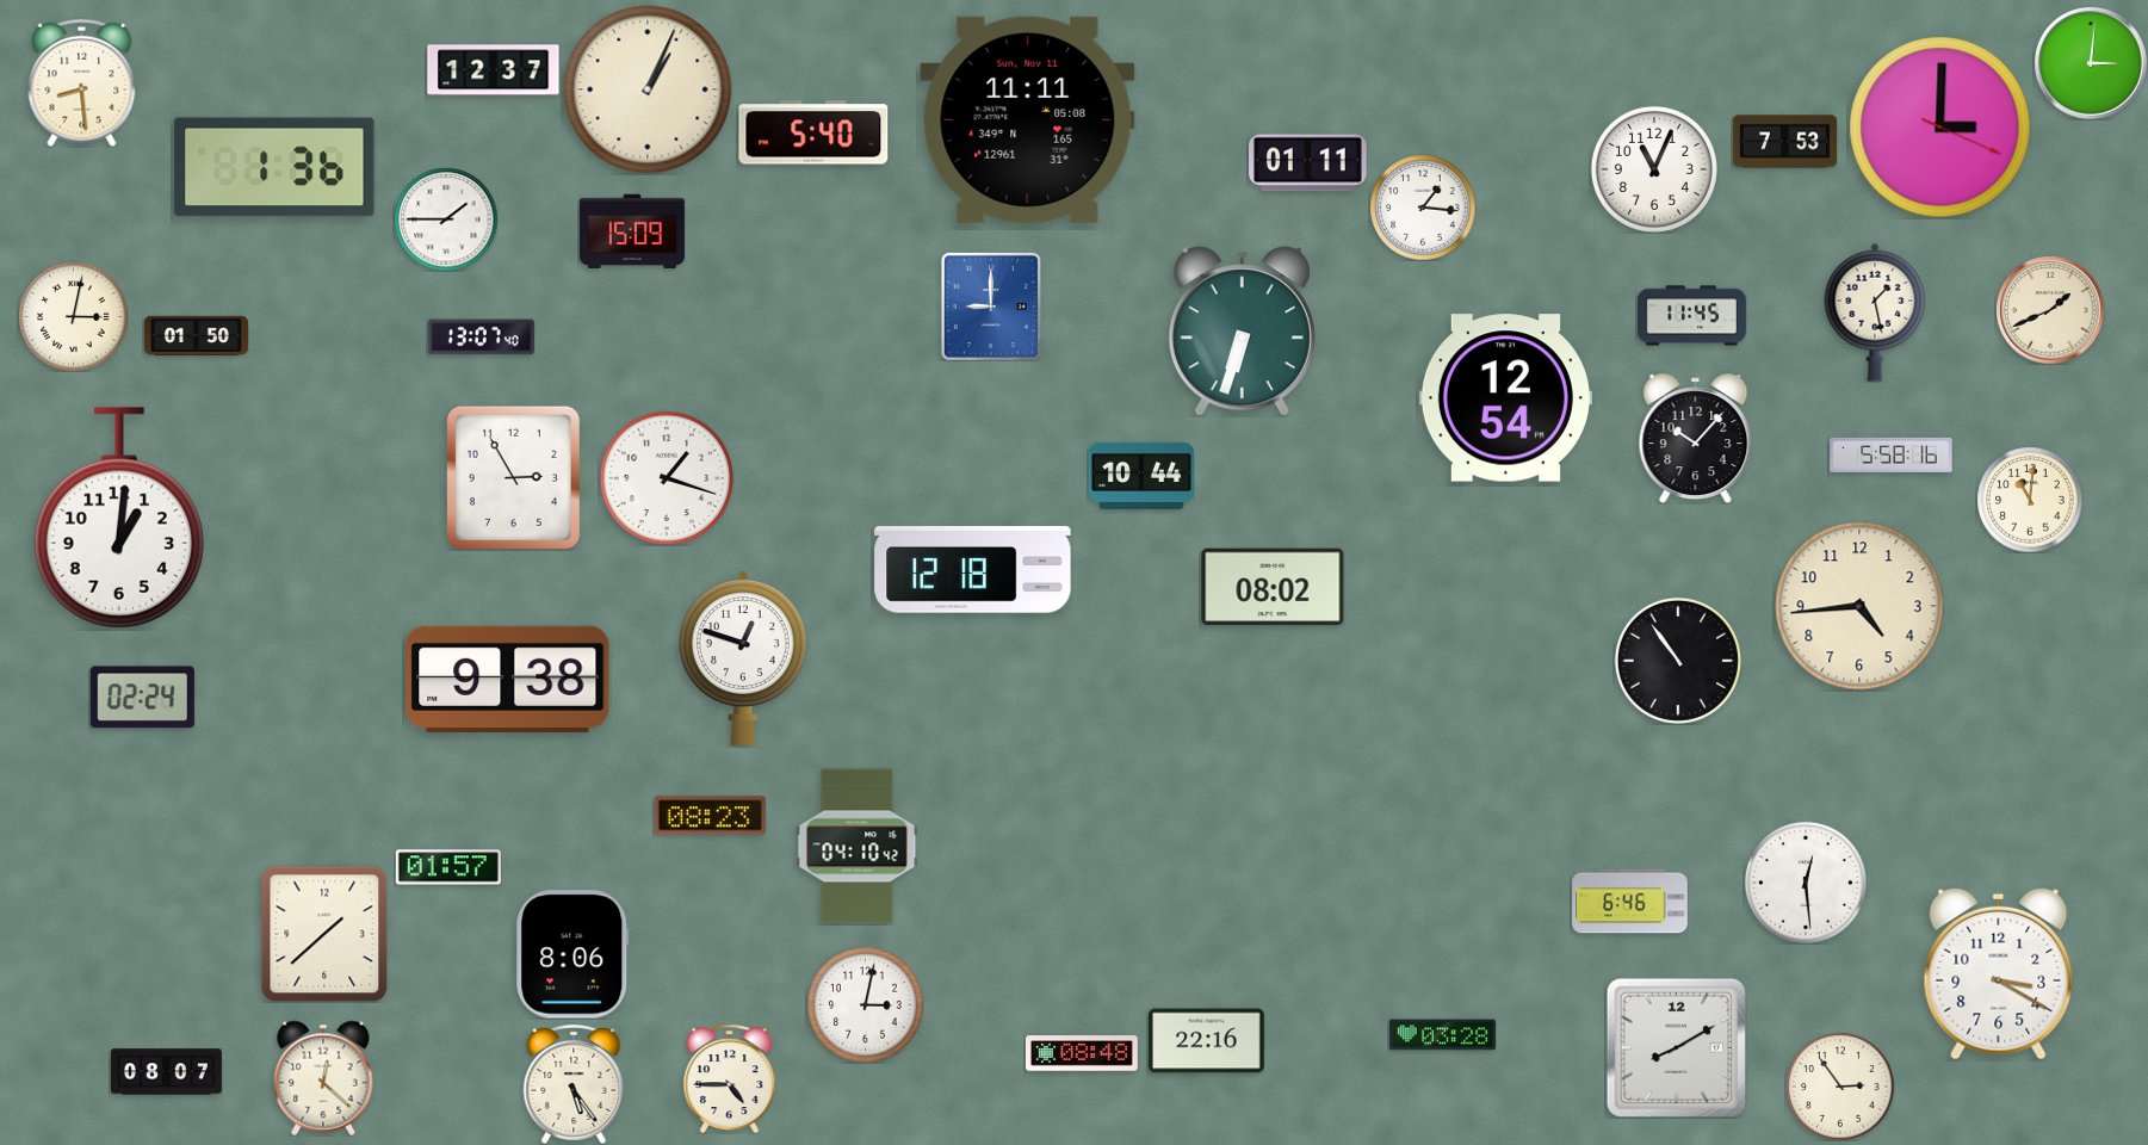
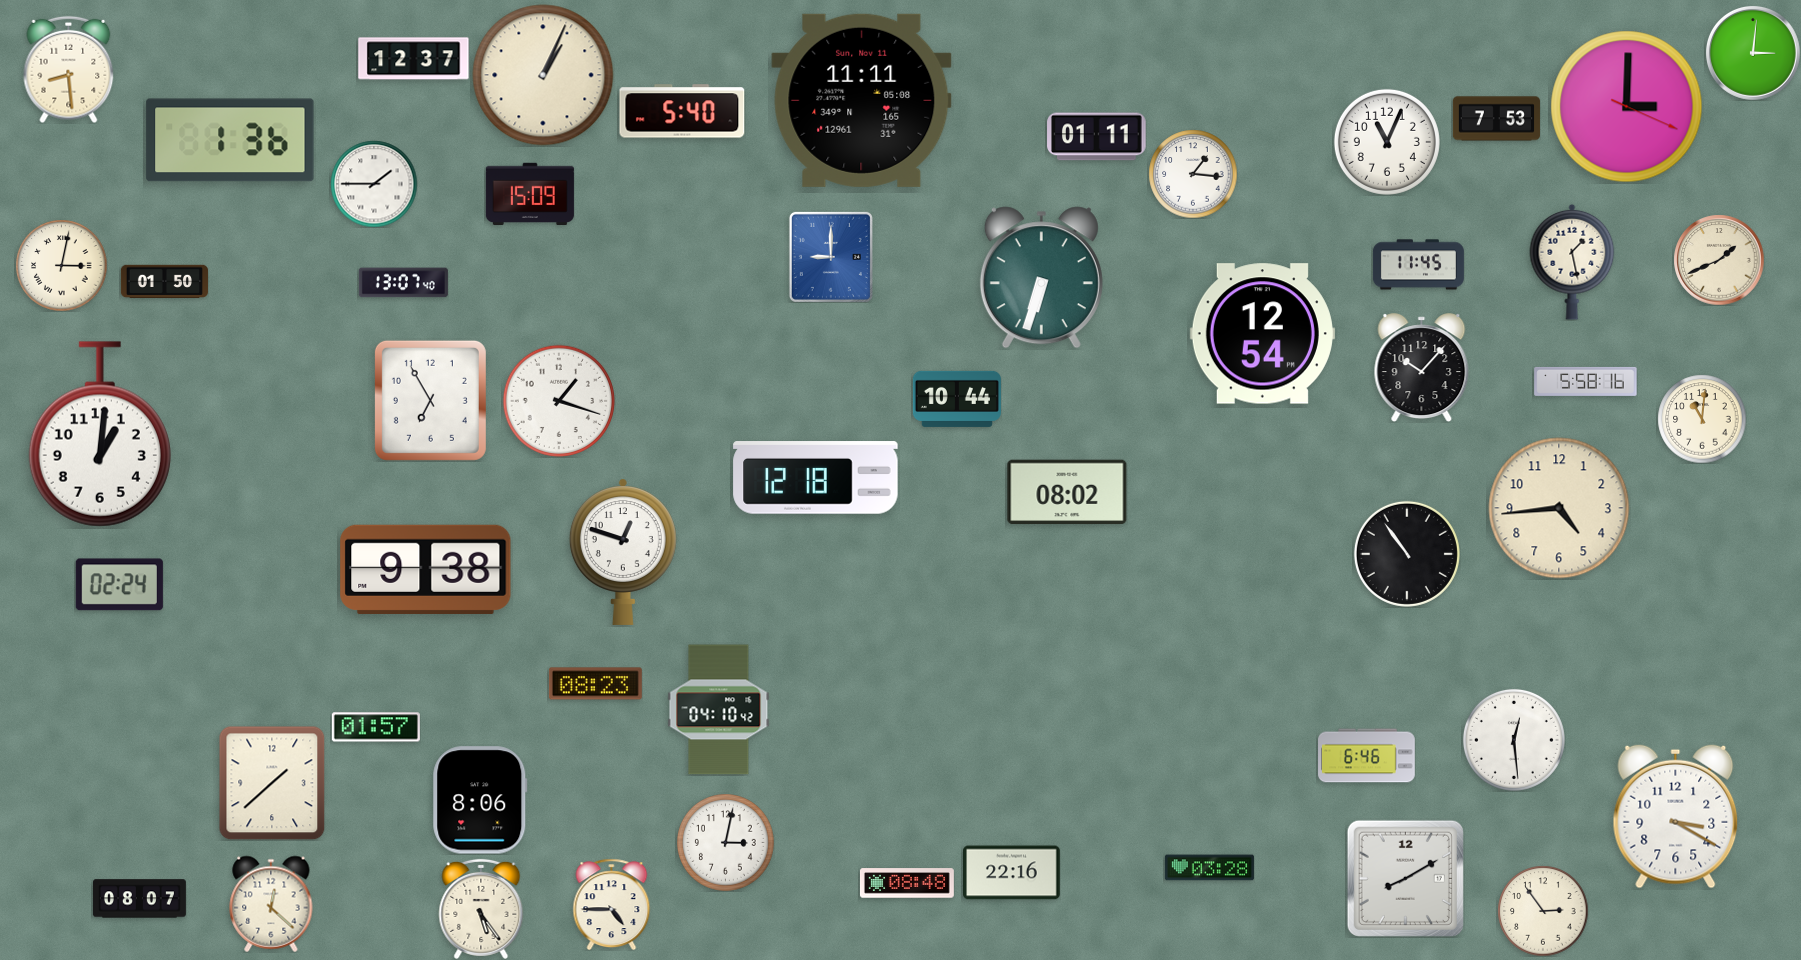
clock at (513, 477): 2:55 -> 6:55
